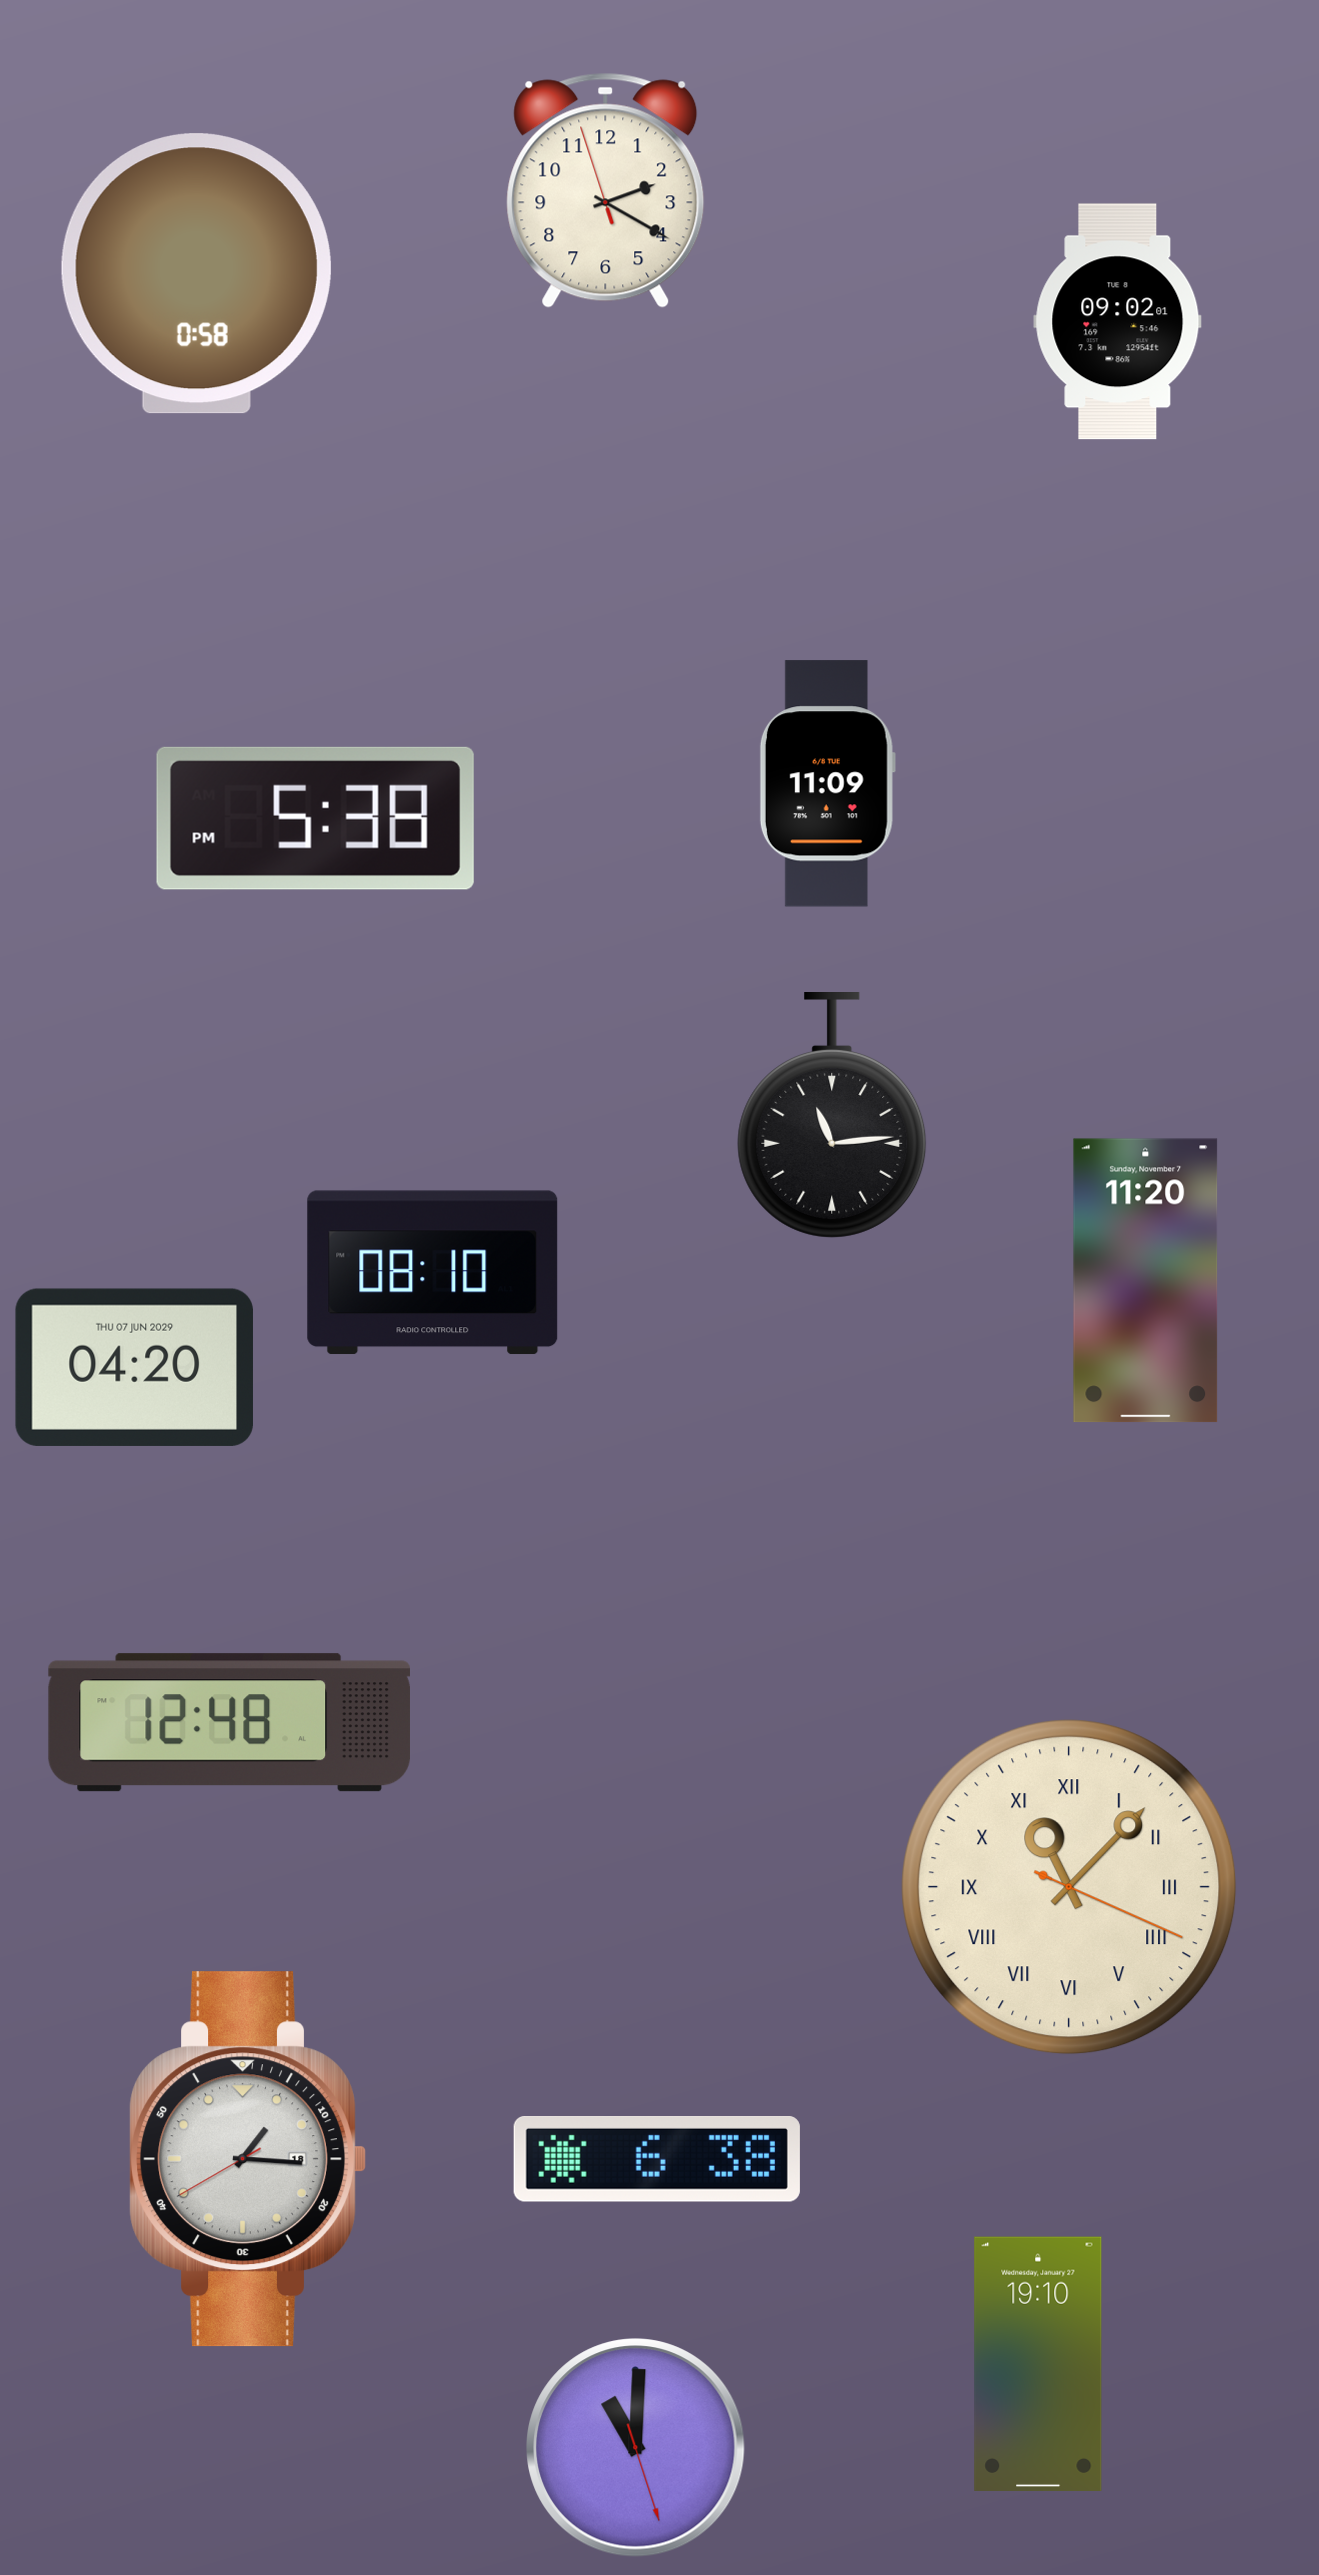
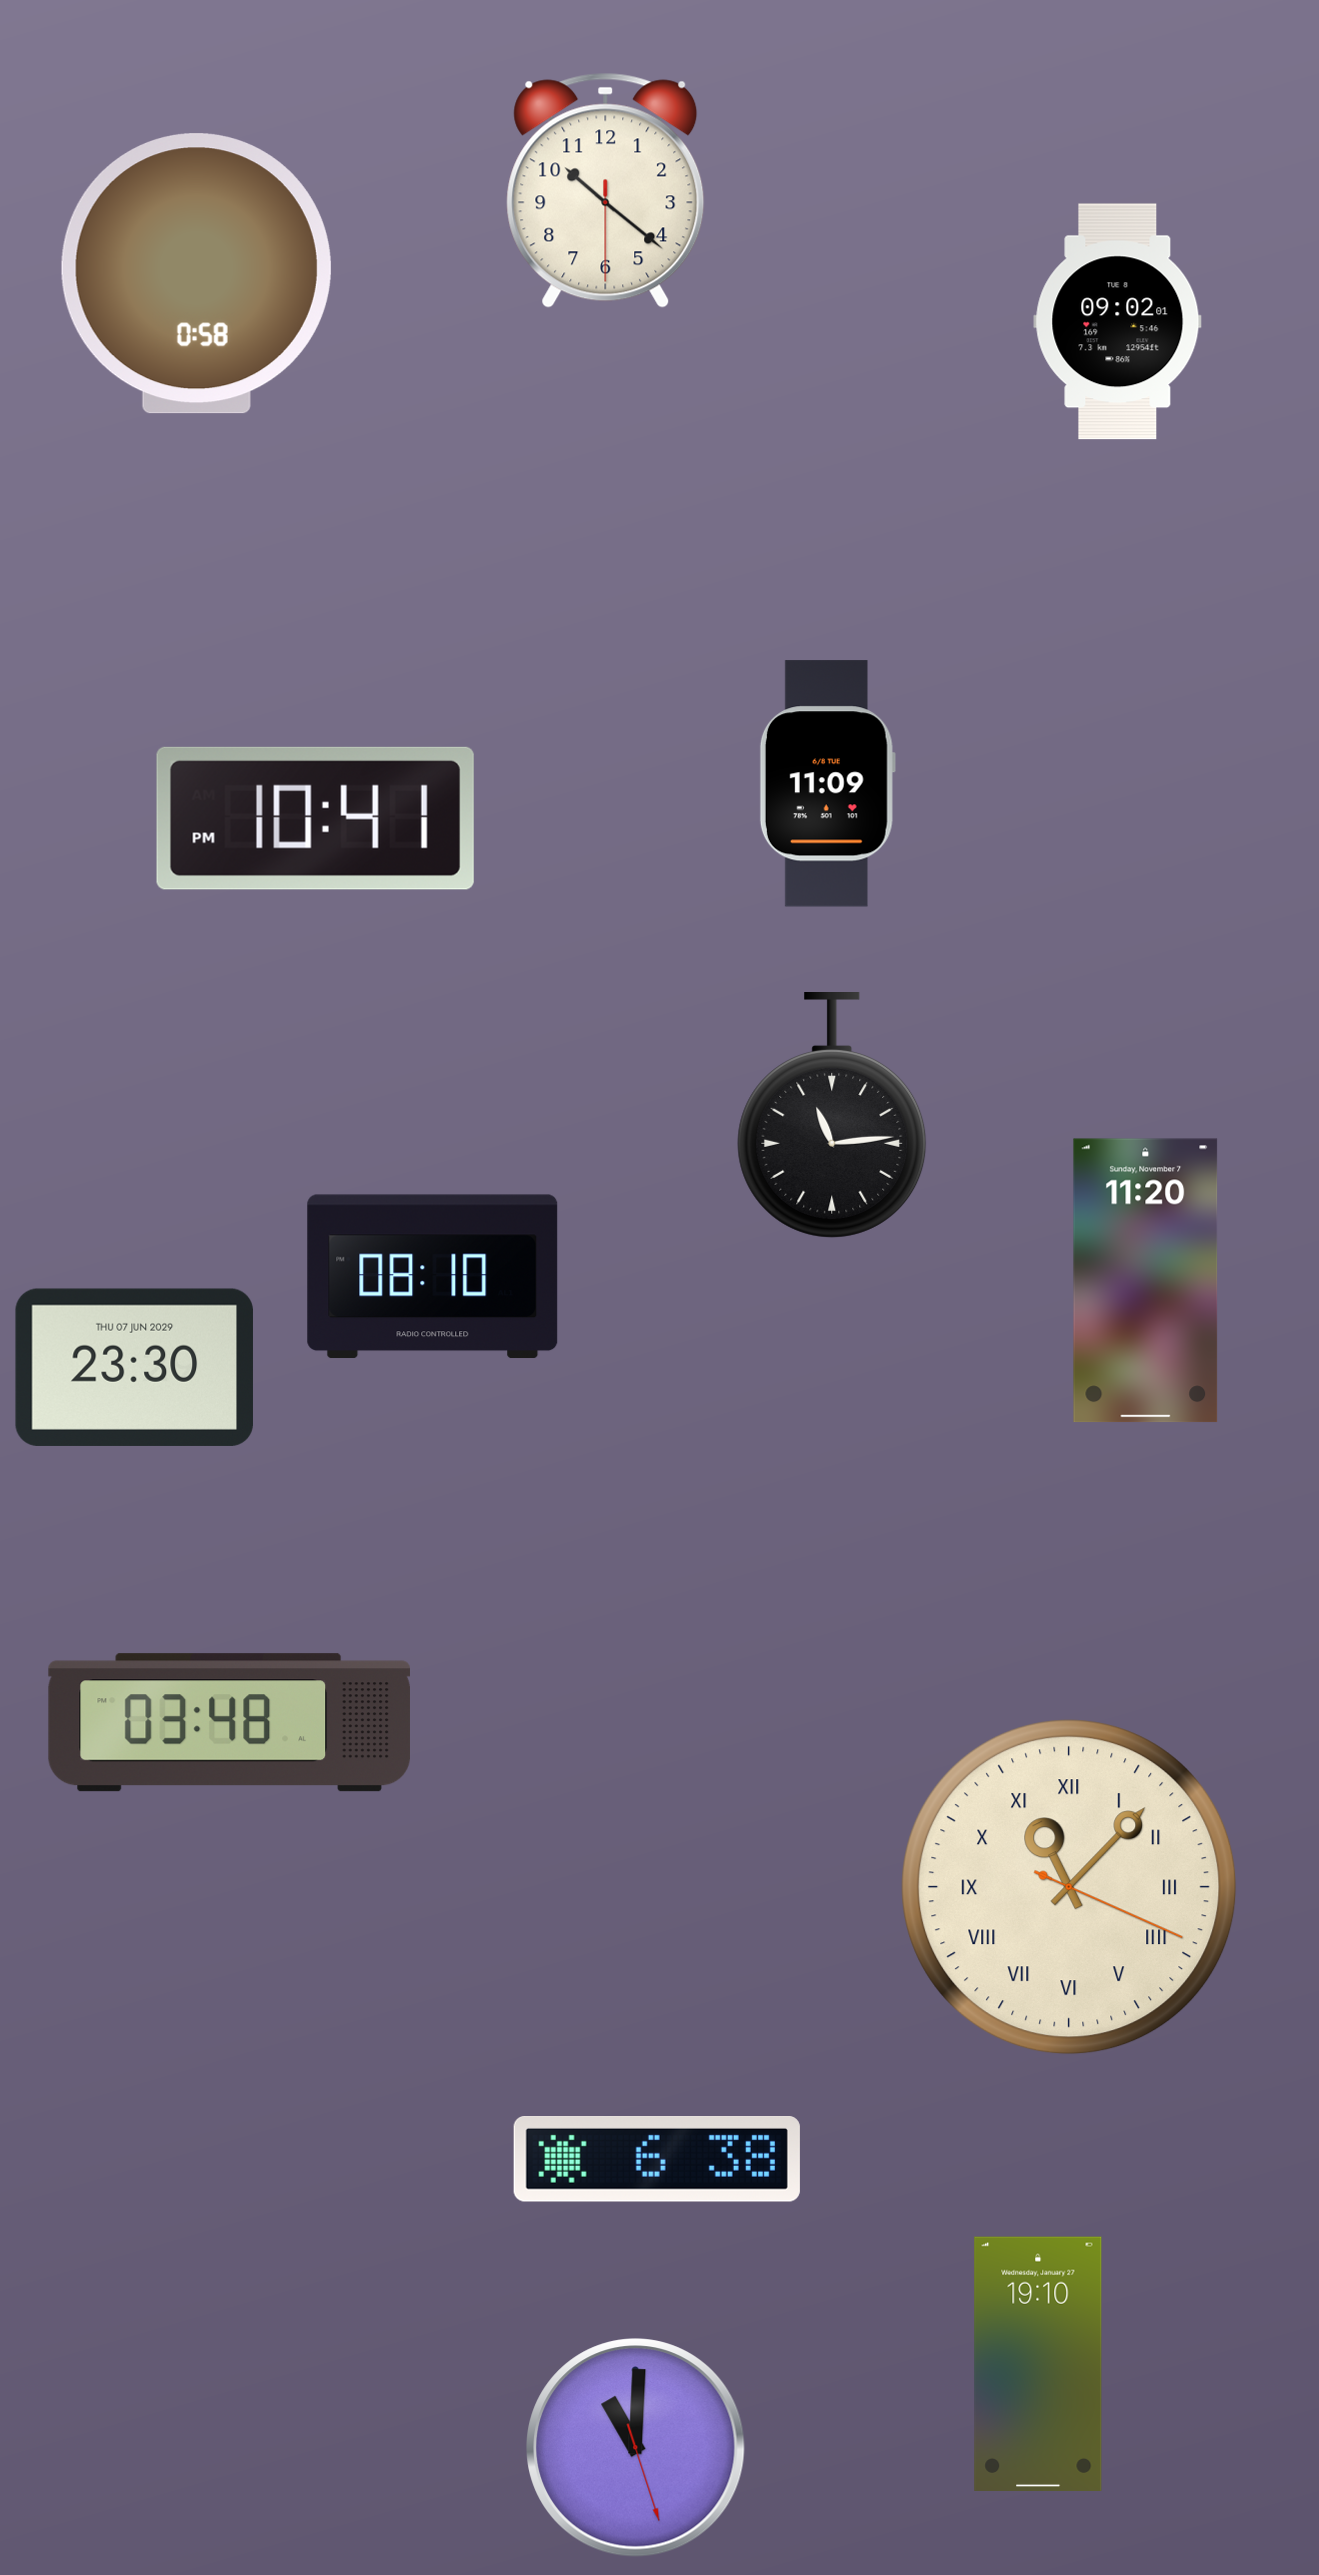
clock at (606, 190): 2:19 -> 10:21
clock at (315, 818): 5:38 -> 10:41
clock at (433, 1273) position: (433, 1273) -> (433, 1277)
clock at (134, 1367): 04:20 -> 23:30
clock at (229, 1723): 12:48 -> 03:48
clock at (248, 2159): 1:15 -> none
